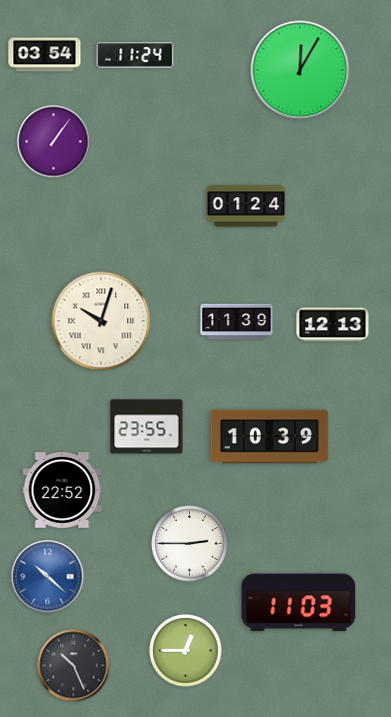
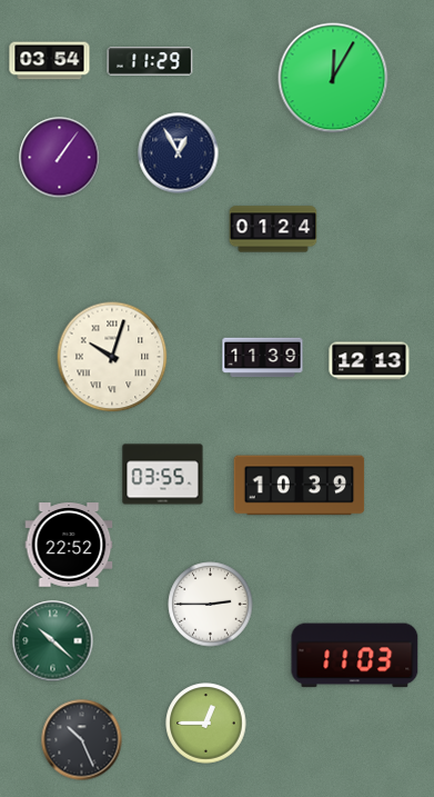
clock at (135, 55): 11:24 -> 11:29
clock at (179, 153): none -> 12:55
clock at (147, 427): 23:55 -> 03:55
clock at (48, 577) dial: blue -> green
clock at (299, 603) position: (299, 603) -> (355, 656)
